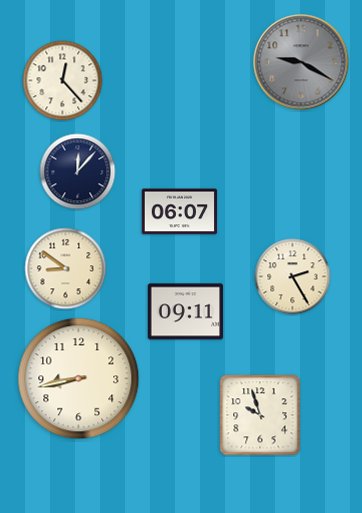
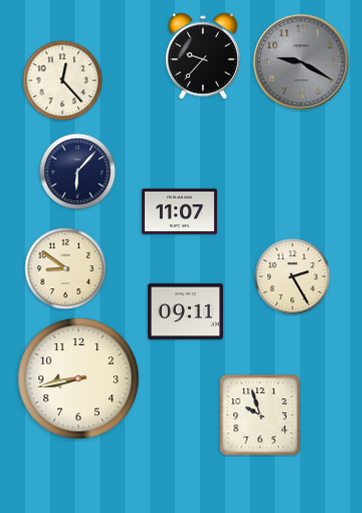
clock at (203, 56): none -> 9:37
clock at (78, 172): 12:07 -> 6:07
clock at (180, 212): 06:07 -> 11:07
